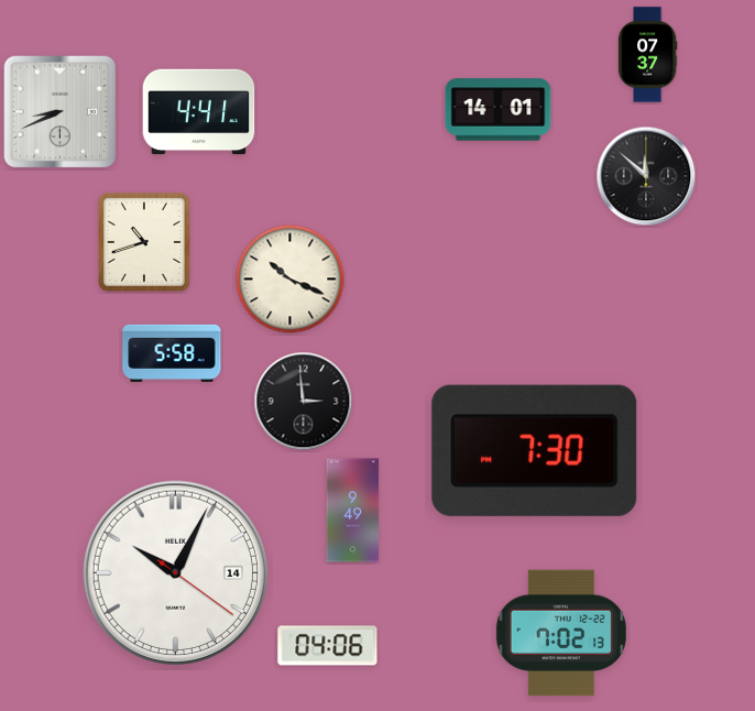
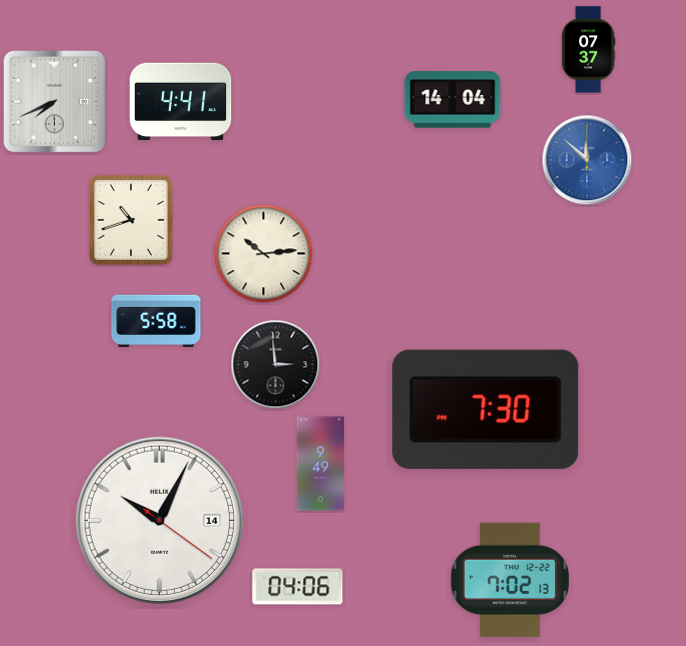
clock at (499, 110): 14:01 -> 14:04
clock at (61, 112): 8:41 -> 7:41
clock at (646, 176) dial: black -> blue
clock at (291, 280): 10:19 -> 10:14
clock at (561, 633) position: (561, 633) -> (510, 580)
